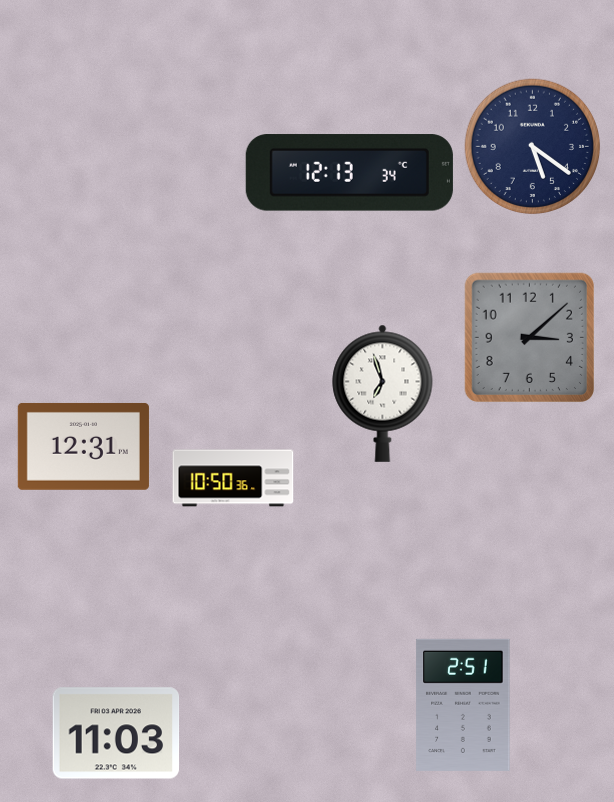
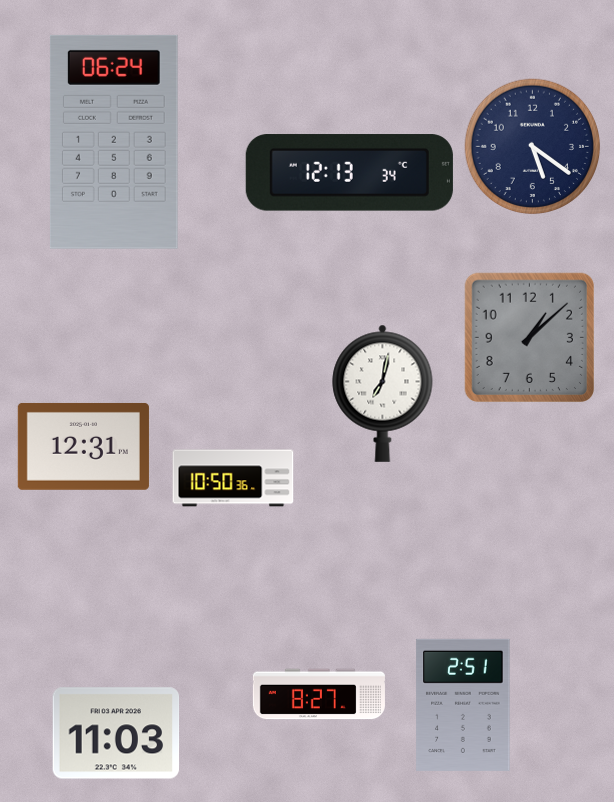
clock at (114, 142): none -> 06:24
clock at (529, 337): 3:08 -> 1:08
clock at (383, 393): 6:57 -> 7:02
clock at (319, 694): none -> 8:27
